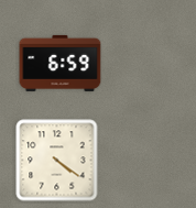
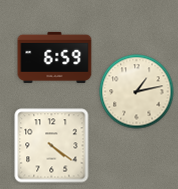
clock at (137, 92): none -> 1:13
